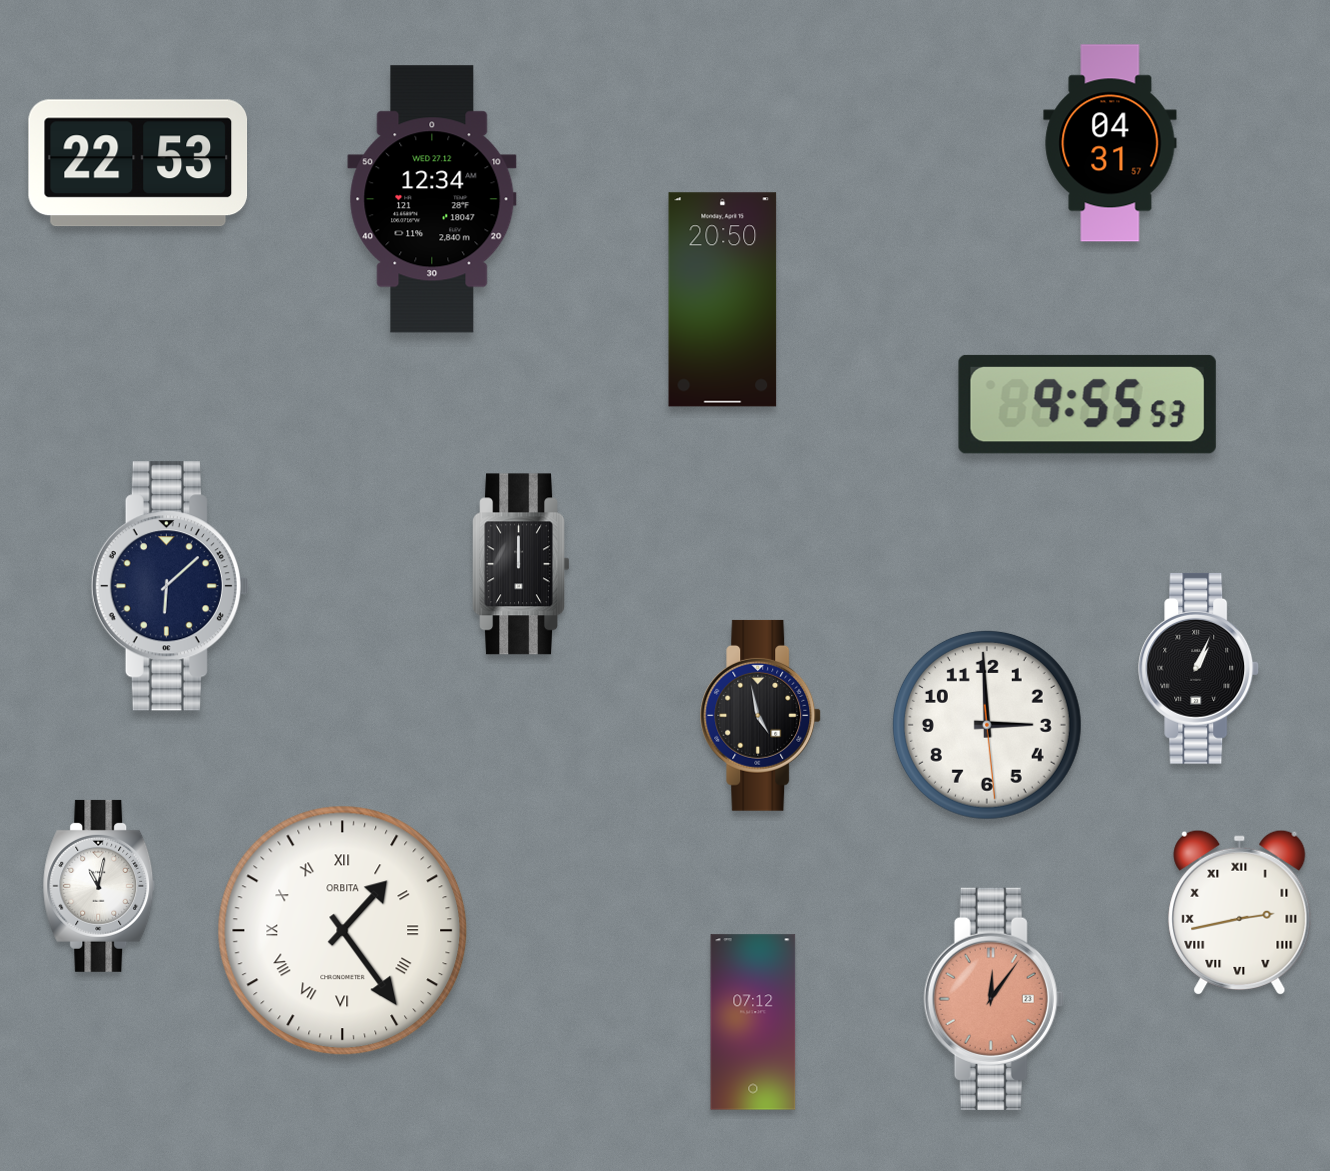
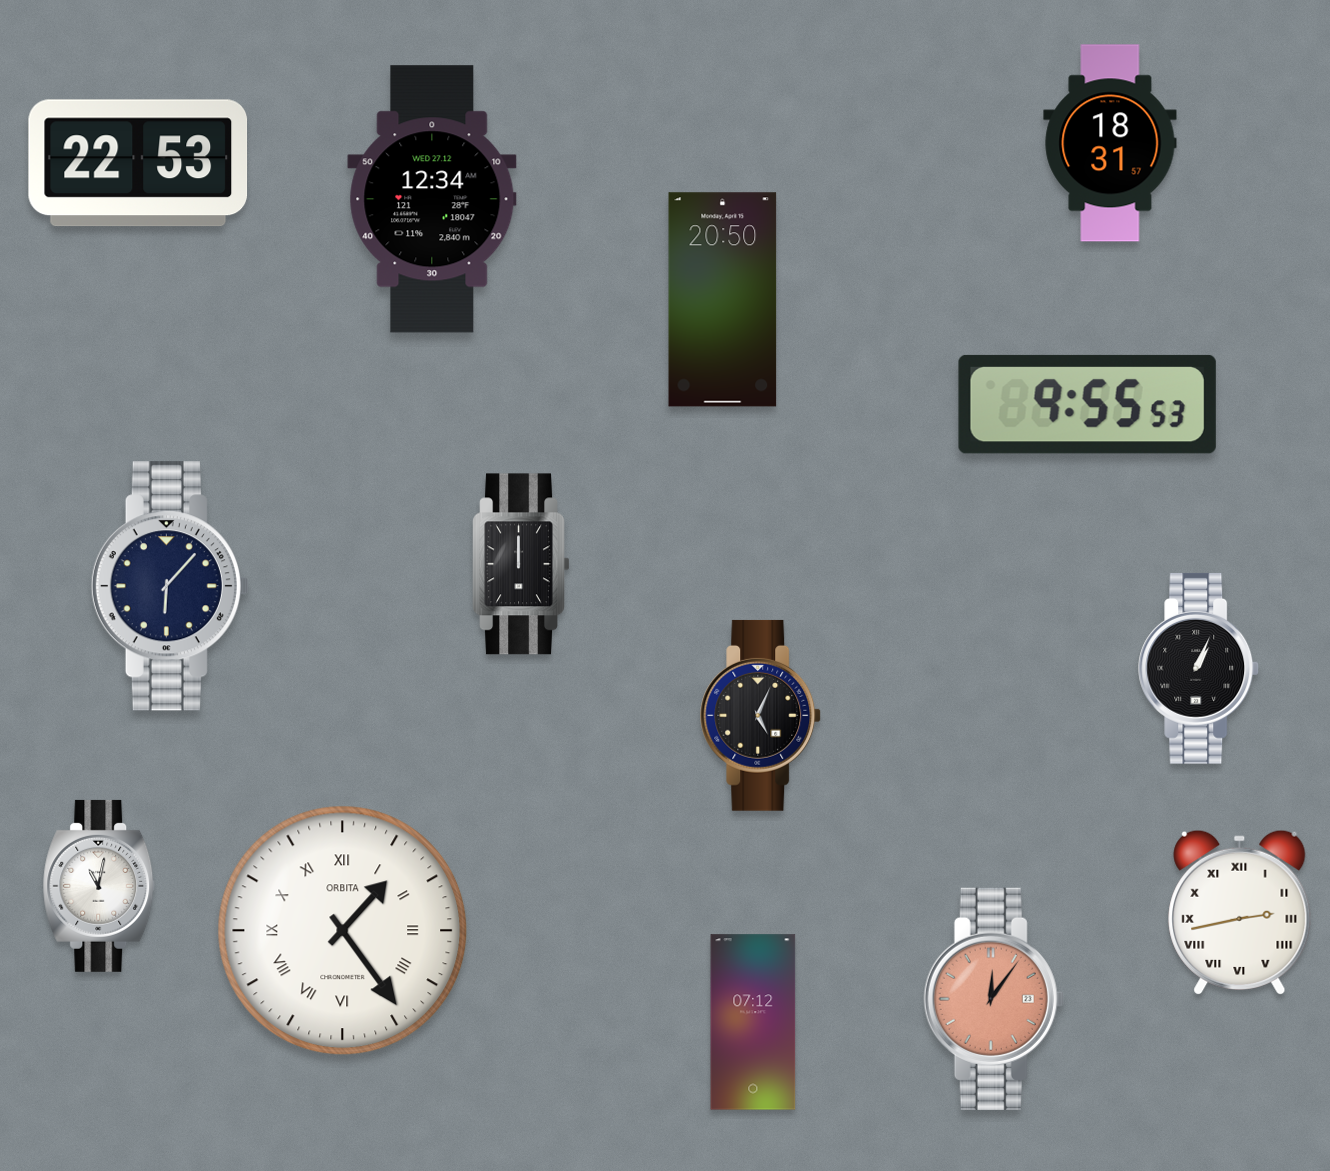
clock at (1110, 143): 04:31 -> 18:31
clock at (170, 586): 6:08 -> 6:07
clock at (761, 715): 4:58 -> 5:04
clock at (987, 725): 2:59 -> none
